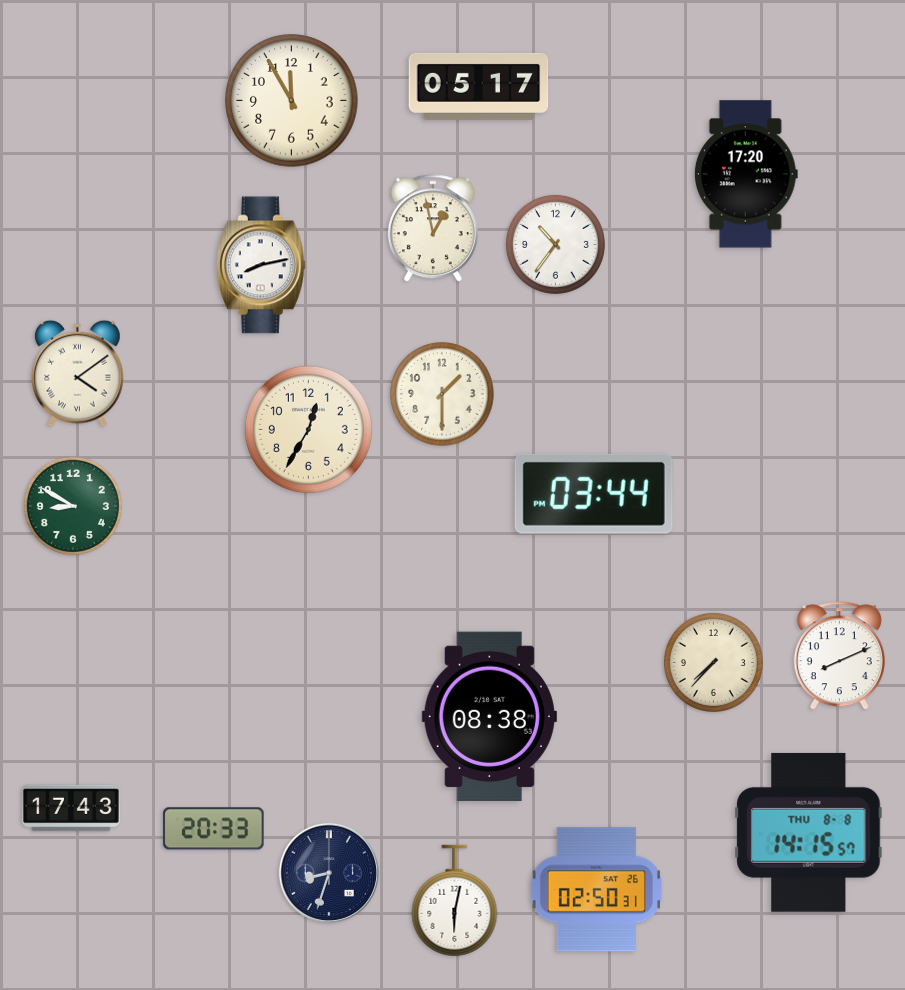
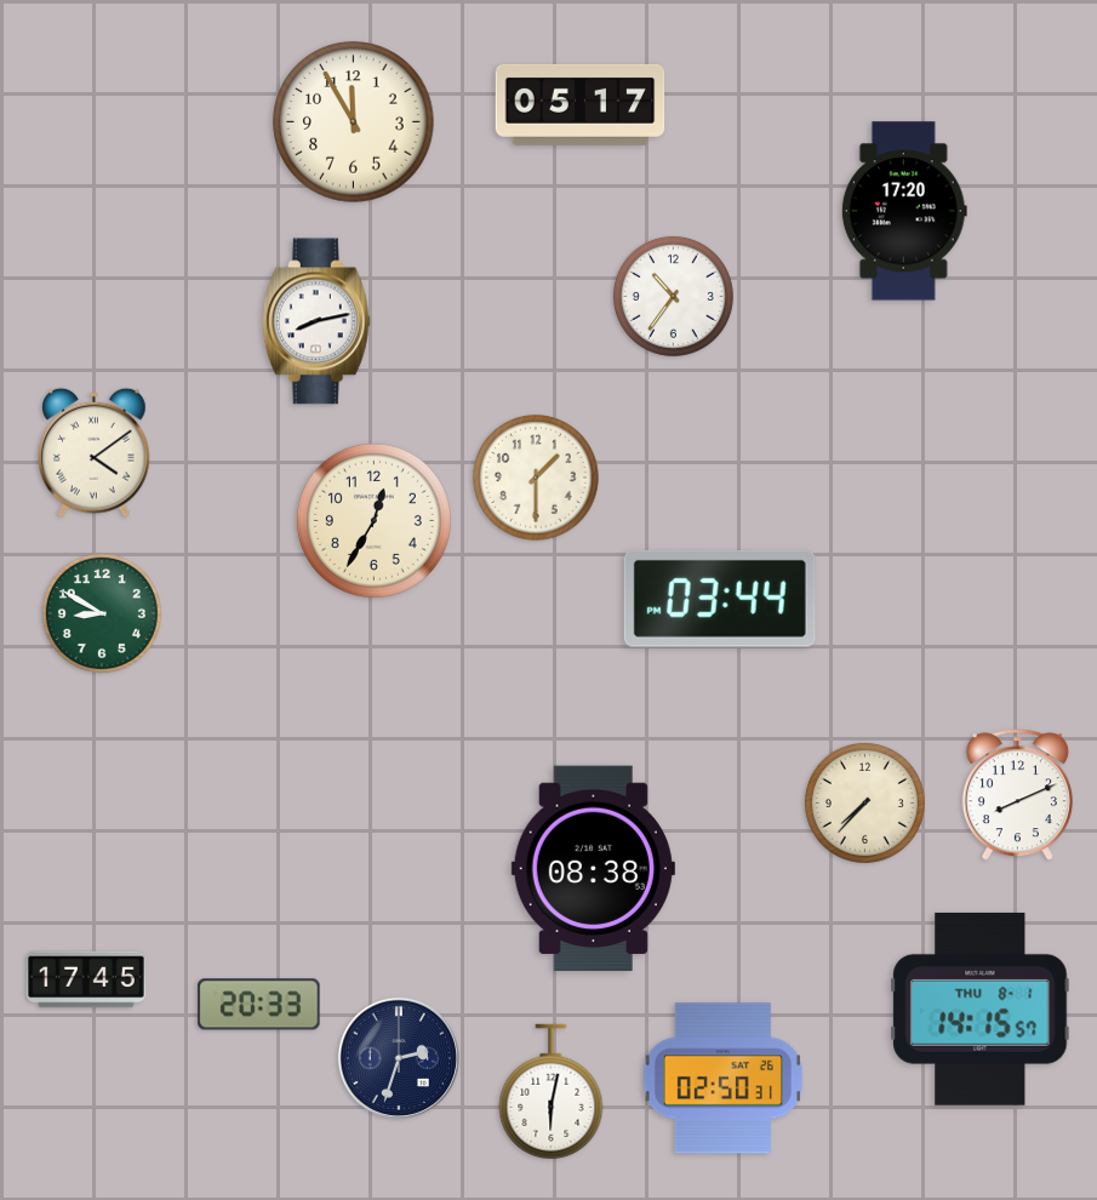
clock at (433, 229): 12:58 -> none
clock at (73, 506) position: (73, 506) -> (102, 613)
clock at (71, 808): 17:43 -> 17:45
clock at (809, 832) date: THU 8-8 -> THU 8-1
clock at (329, 873): 8:33 -> 2:33
